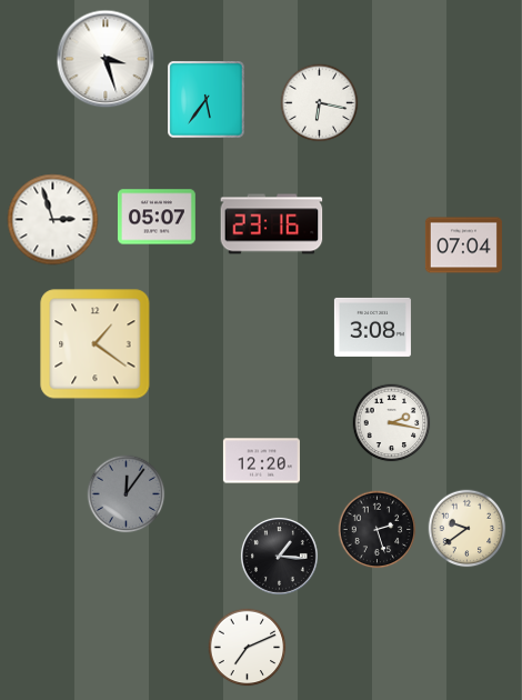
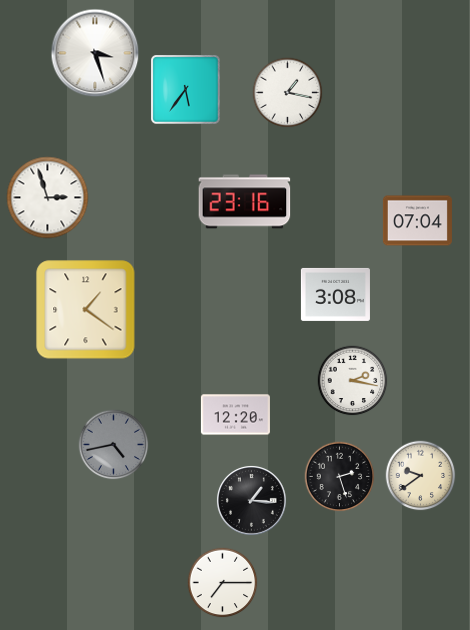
clock at (320, 103): 6:17 -> 1:17
clock at (157, 217): 05:07 -> none
clock at (127, 494): 12:06 -> 4:43
clock at (248, 648): 7:11 -> 7:15
